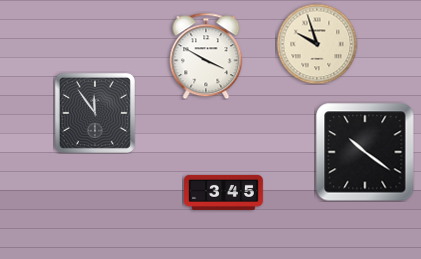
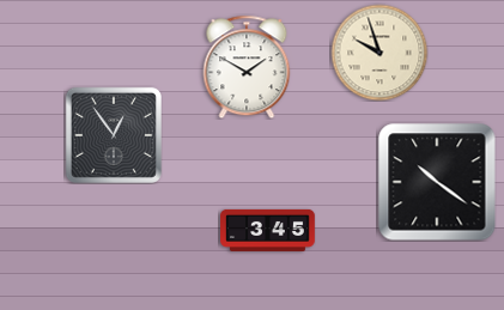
clock at (206, 56): 3:50 -> 1:50
clock at (95, 113): 11:54 -> 12:54
